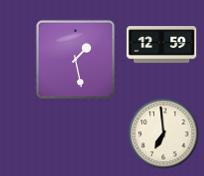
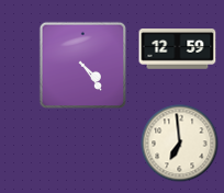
clock at (76, 60): 1:28 -> 4:24
clock at (164, 134) position: (164, 134) -> (180, 144)
